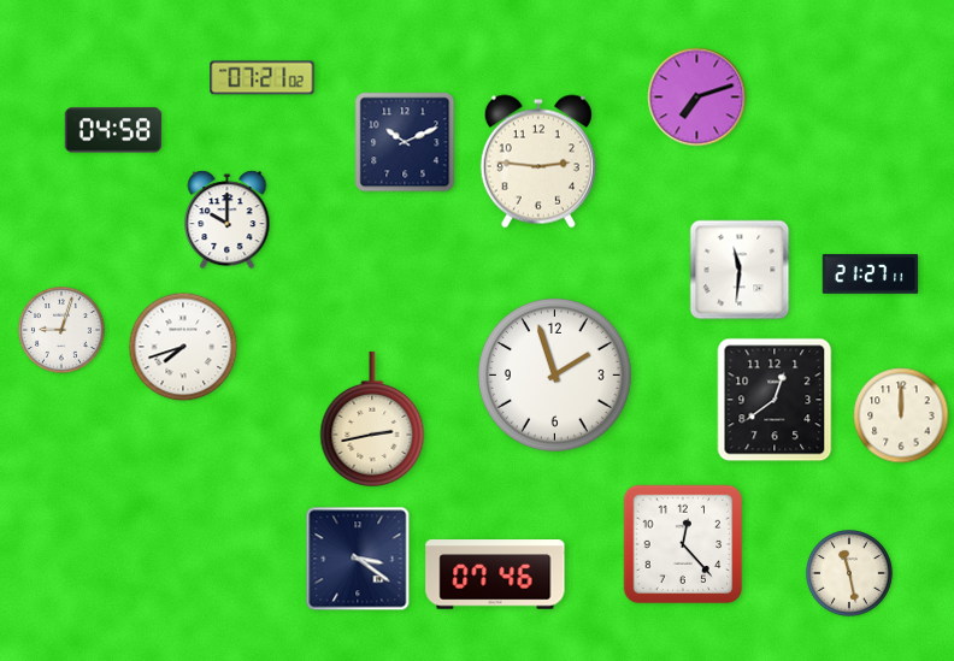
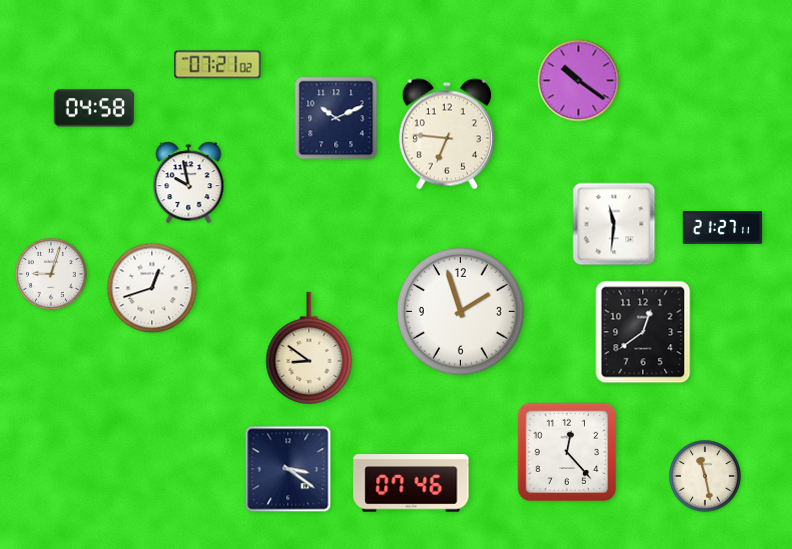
clock at (697, 98): 7:12 -> 10:21
clock at (538, 161): 2:46 -> 6:46
clock at (228, 220): 10:00 -> 9:58
clock at (183, 347): 7:42 -> 12:42
clock at (901, 415): 12:00 -> none
clock at (372, 419): 2:43 -> 8:51
clock at (358, 559) position: (358, 559) -> (288, 469)
clock at (495, 574) position: (495, 574) -> (411, 483)
